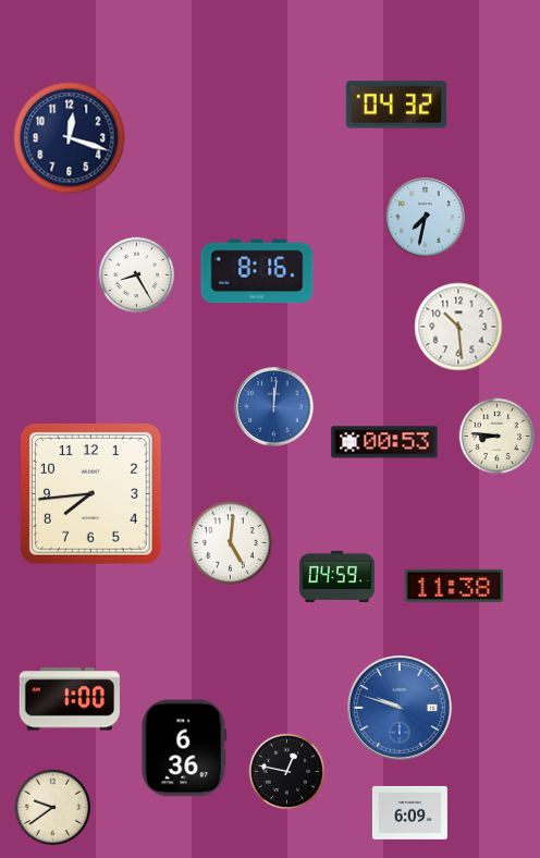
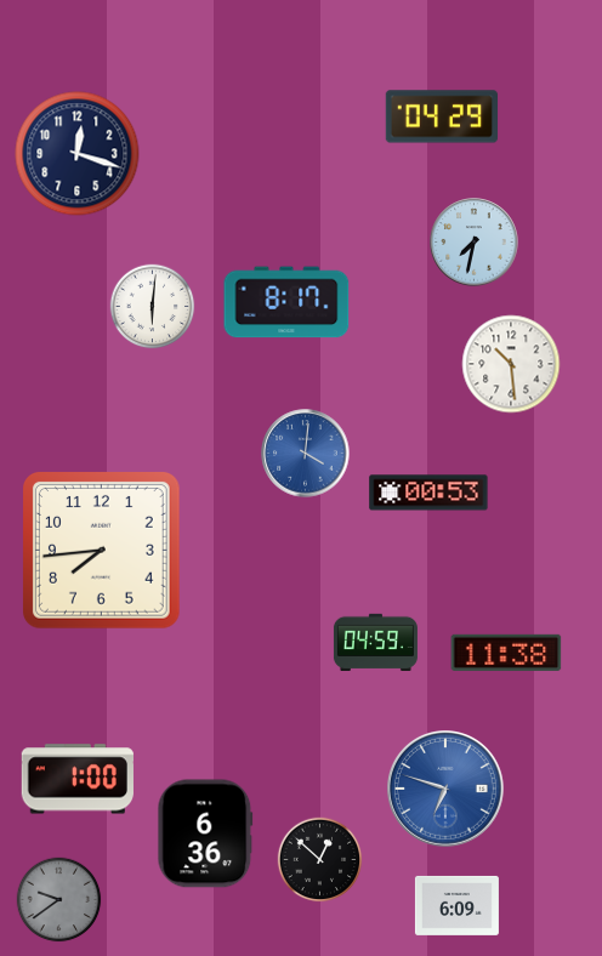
clock at (396, 105): 04:32 -> 04:29
clock at (257, 271): 8:16 -> 8:17
clock at (137, 275): 8:25 -> 6:01
clock at (274, 407): 12:01 -> 4:01
clock at (498, 437): 8:46 -> none
clock at (231, 543): 5:01 -> none
clock at (401, 709): 9:48 -> 6:48
clock at (287, 772): 12:47 -> 12:52
clock at (53, 808) dial: cream -> grey
